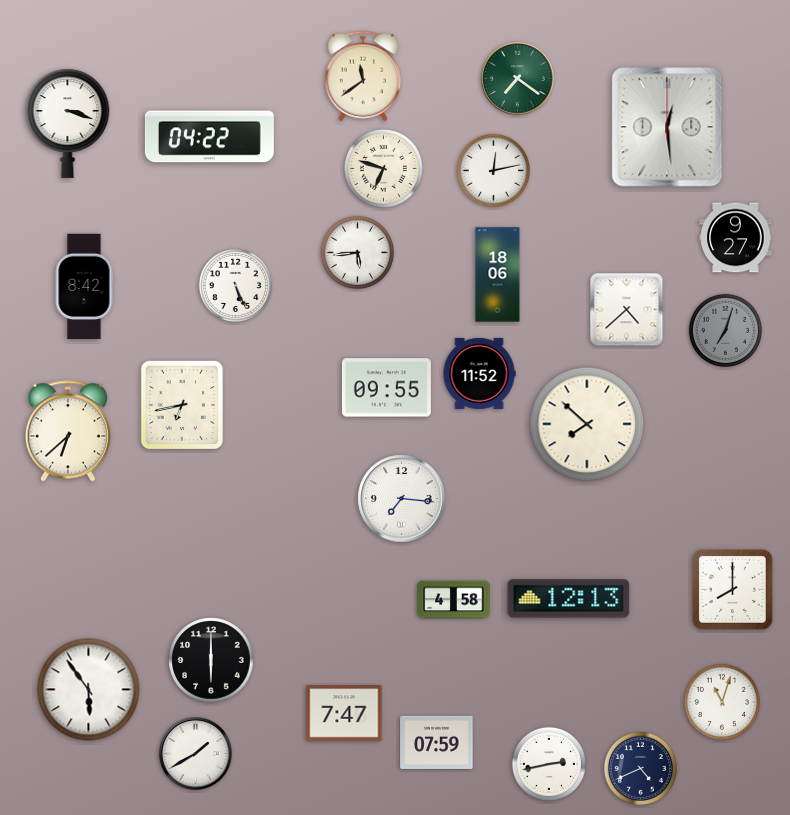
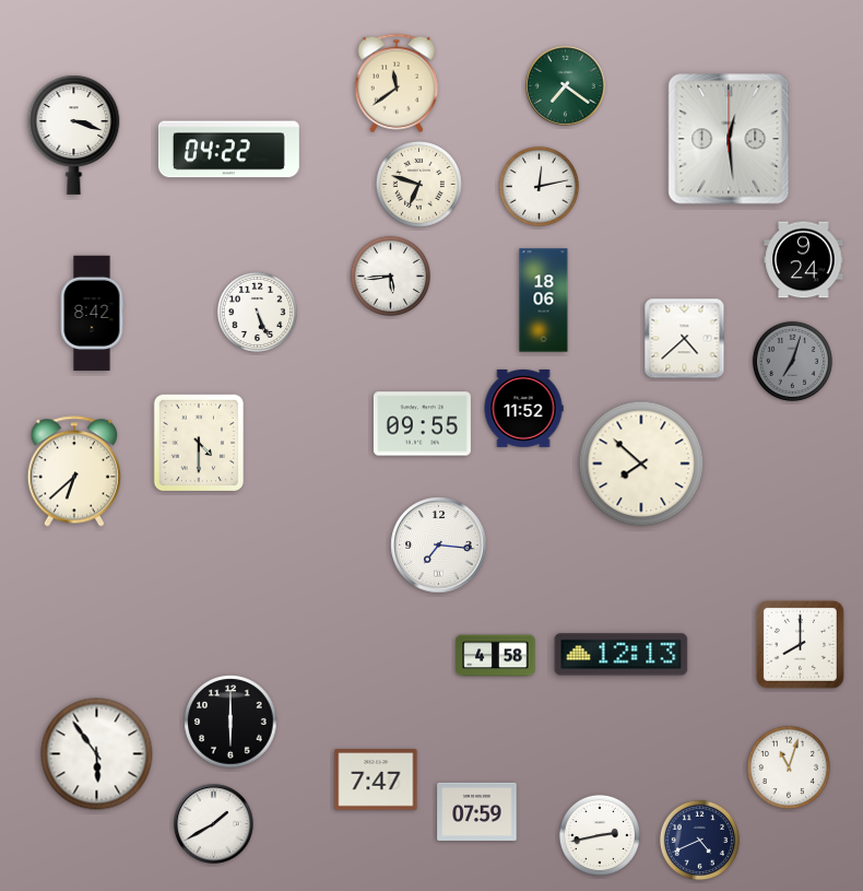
clock at (736, 238): 9:27 -> 9:24
clock at (182, 405): 6:43 -> 4:30
